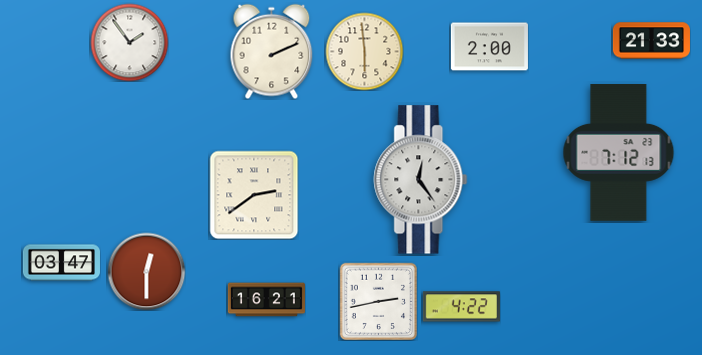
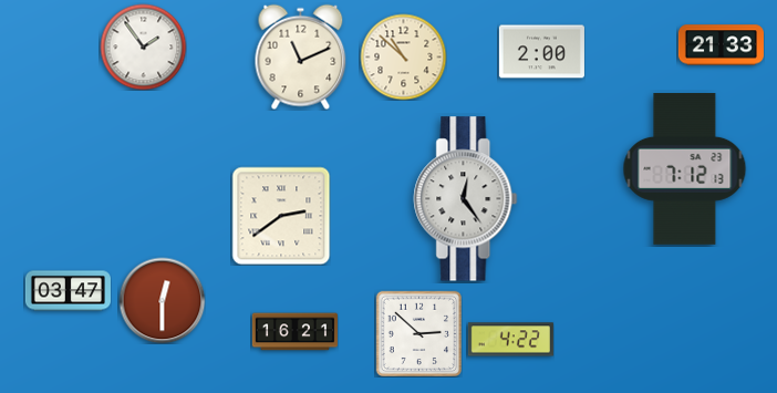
clock at (272, 51): 2:11 -> 11:11
clock at (364, 51): 5:59 -> 10:52
clock at (378, 301): 2:43 -> 2:52
